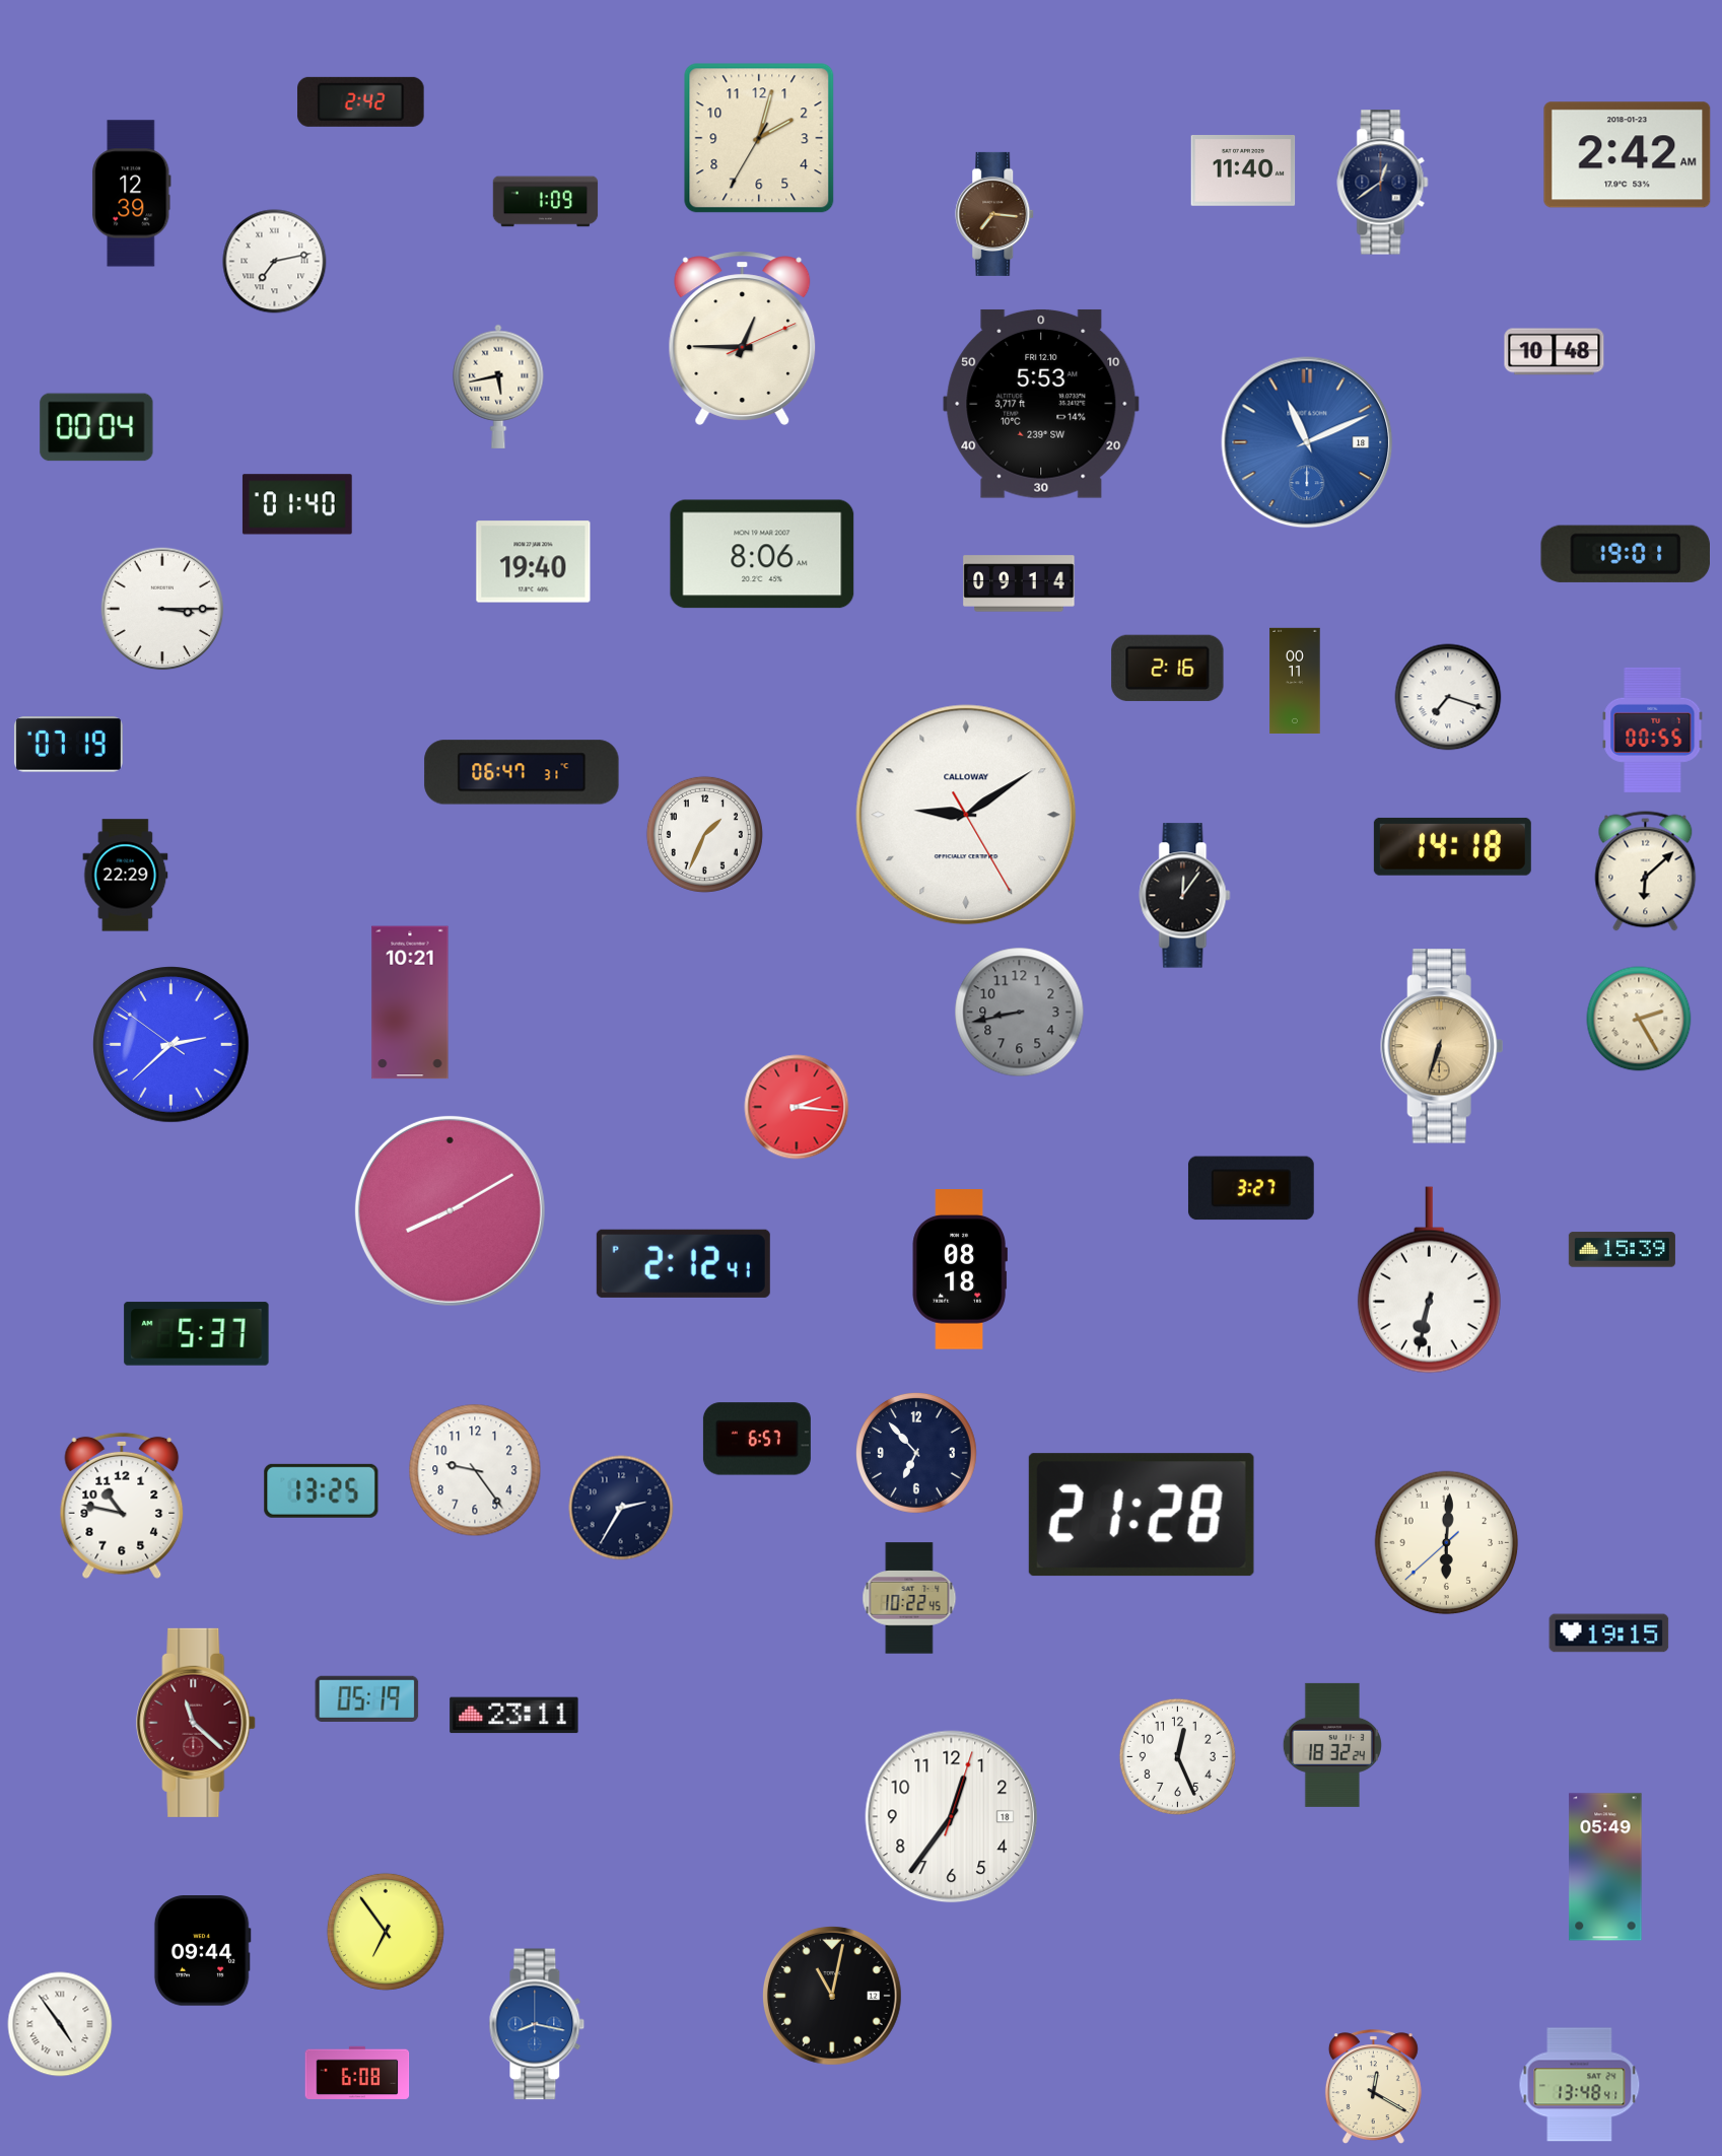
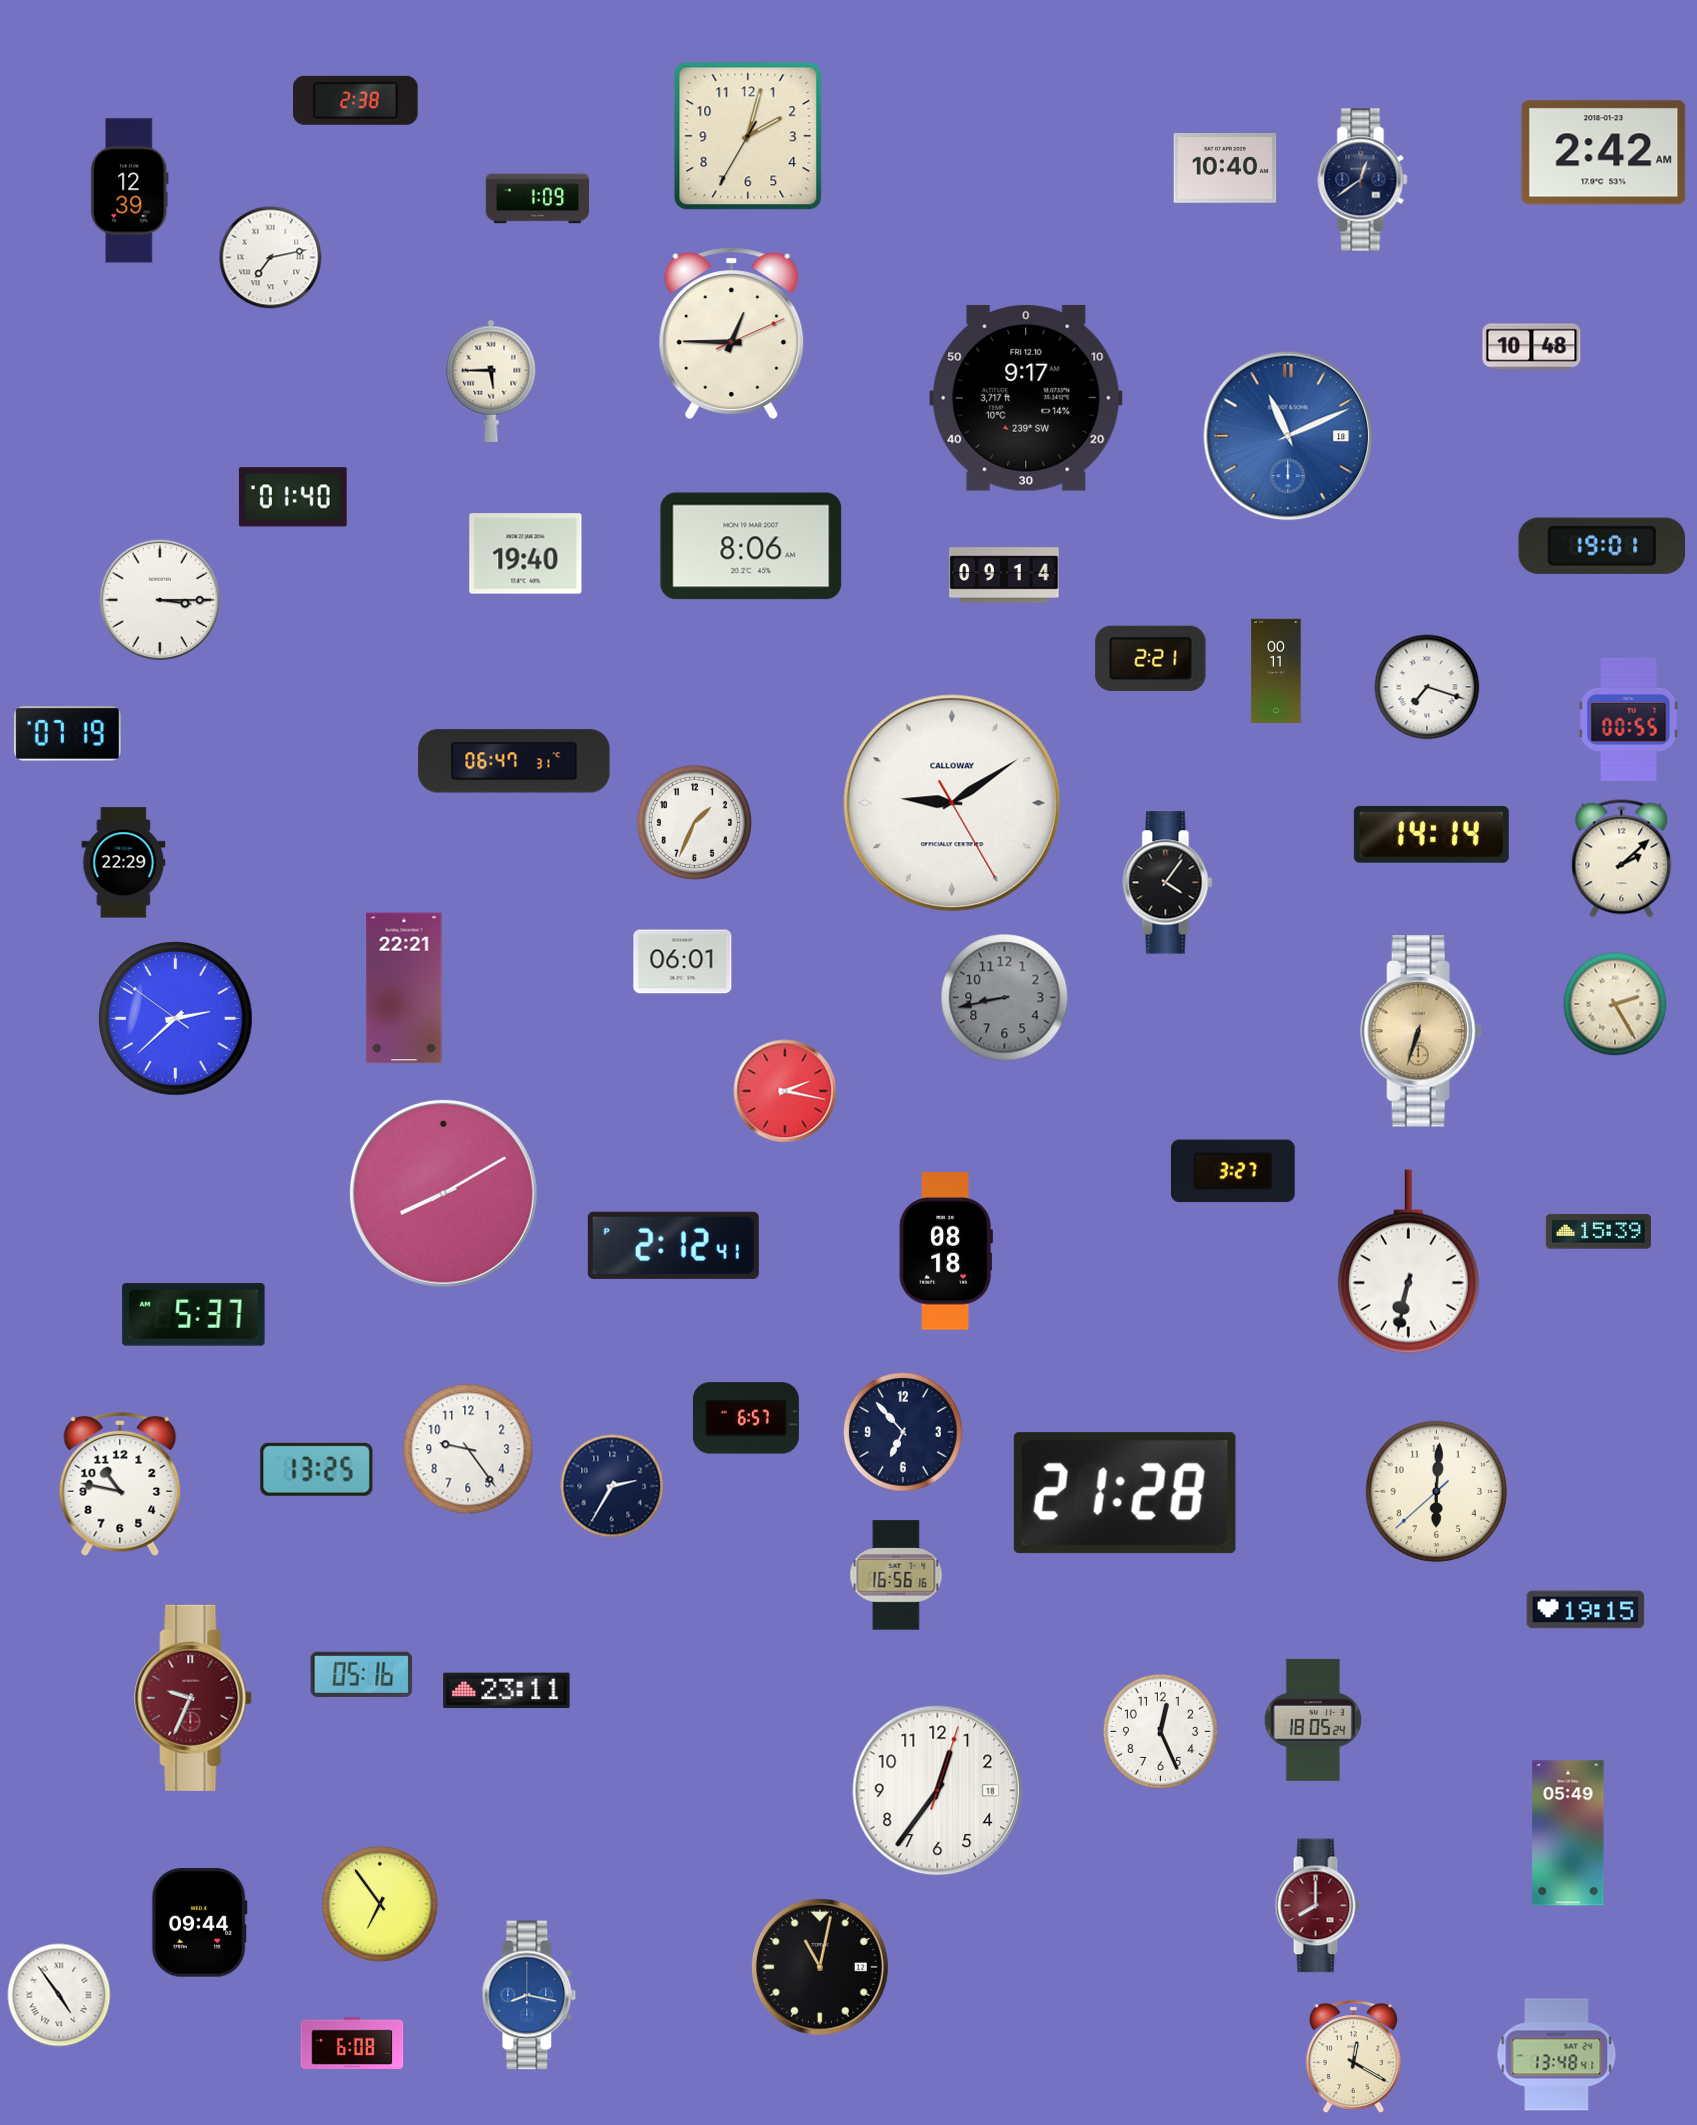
clock at (361, 101): 2:42 -> 2:38
clock at (1243, 171): 11:40 -> 10:40
clock at (995, 214): 7:16 -> none
clock at (498, 387): 5:43 -> 5:45
clock at (1041, 404): 5:53 -> 9:17
clock at (96, 427): 00:04 -> none
clock at (1168, 668): 2:16 -> 2:21
clock at (1452, 846): 14:18 -> 14:14
clock at (1646, 872): 6:08 -> 2:08
clock at (1185, 896): 12:06 -> 4:06
clock at (683, 962): none -> 06:01
clock at (410, 1002): 10:21 -> 22:21
clock at (171, 1045) position: (171, 1045) -> (176, 1019)
clock at (797, 1107): 2:16 -> 2:17
clock at (1447, 1543) position: (1447, 1543) -> (1437, 1492)
clock at (909, 1598): 10:22 -> 16:56
clock at (367, 1698): 05:19 -> 05:16
clock at (197, 1723): 11:22 -> 9:34
clock at (1332, 1745): 18:32 -> 18:05
clock at (1605, 1867) position: (1605, 1867) -> (1568, 1833)
clock at (1317, 1906): none -> 8:00
